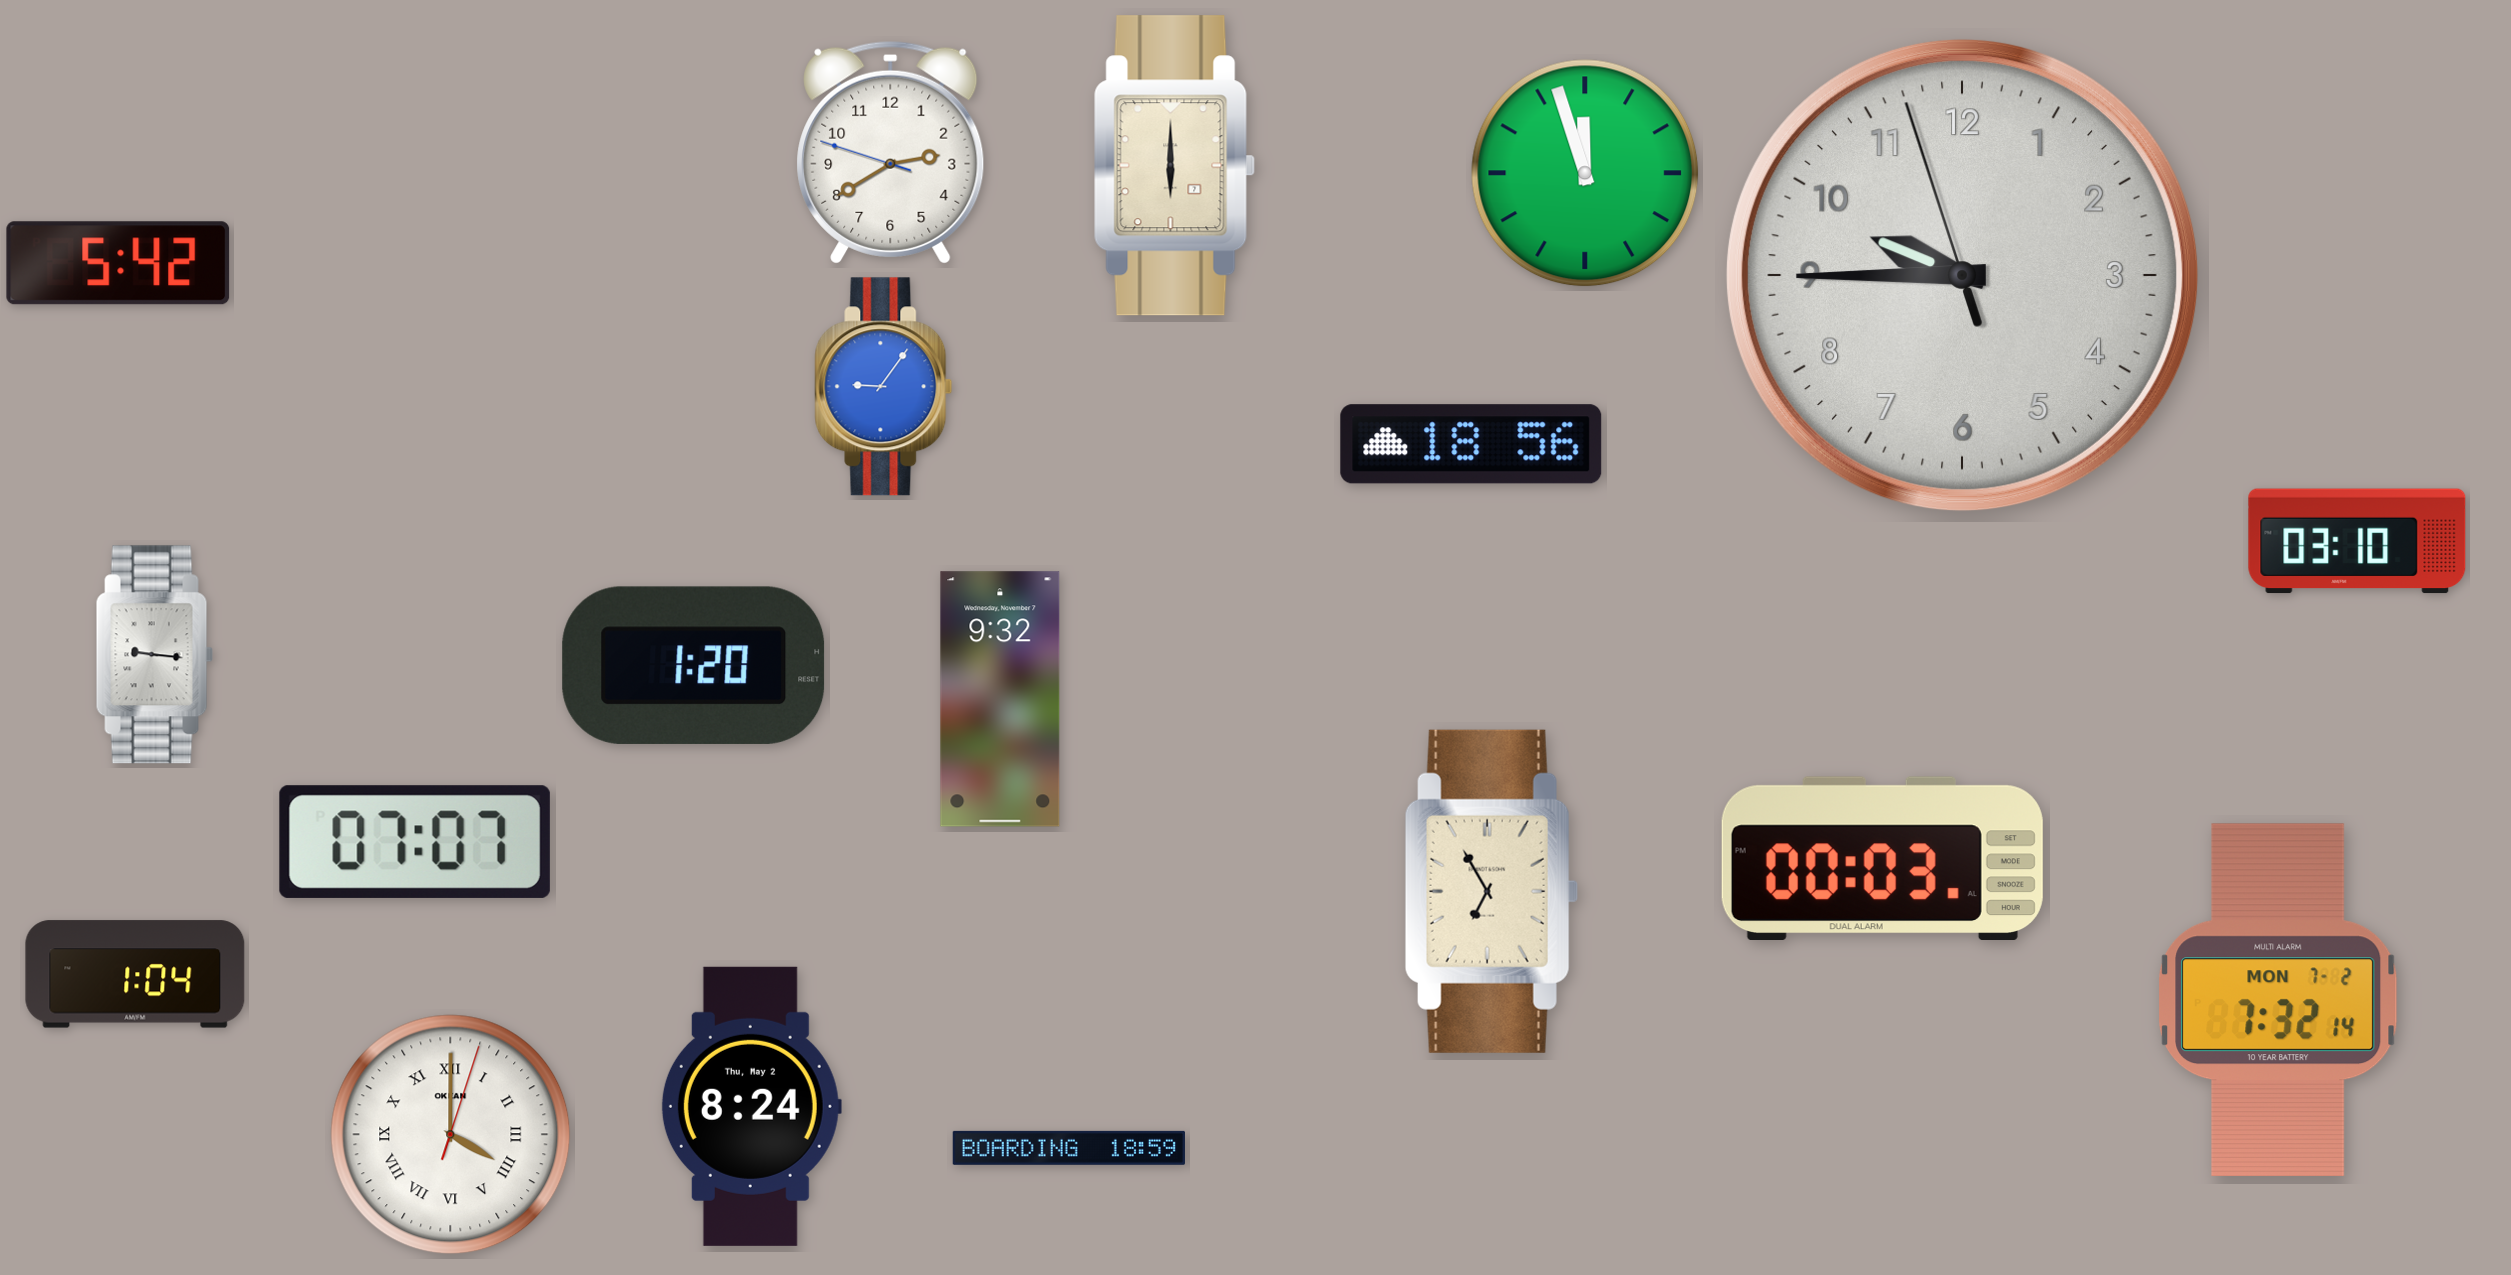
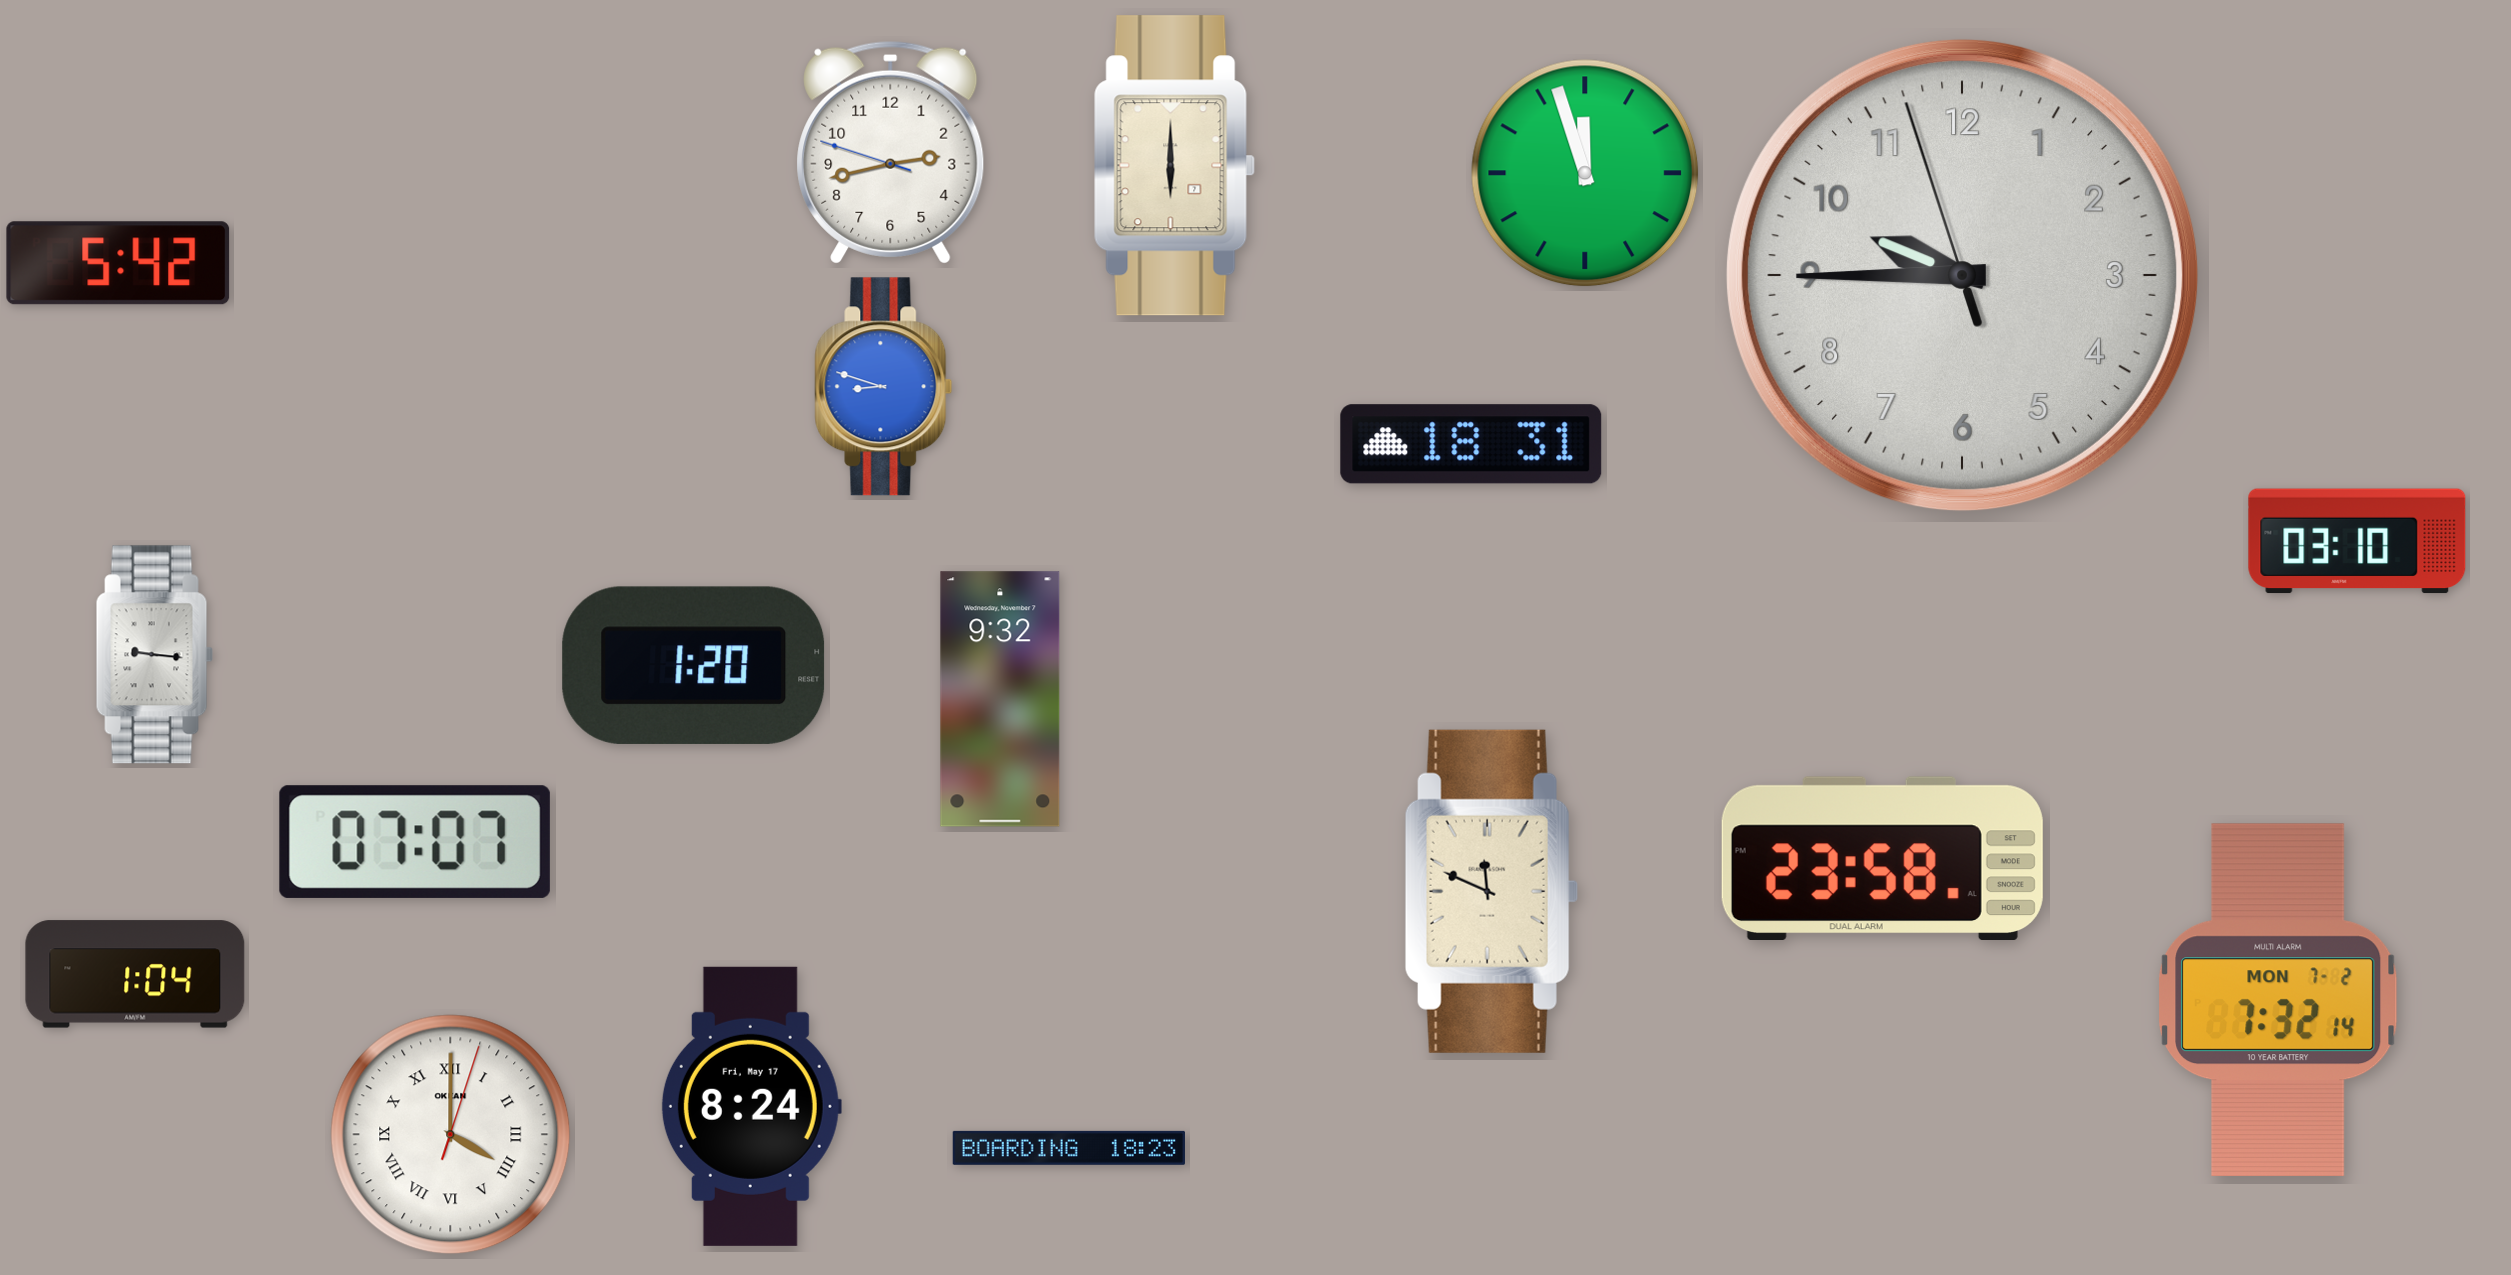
clock at (891, 152): 2:39 -> 2:42
clock at (884, 387): 9:06 -> 8:48
clock at (1471, 444): 18:56 -> 18:31
clock at (1882, 858): 00:03 -> 23:58
clock at (1491, 891): 6:55 -> 11:49
clock at (751, 1106) date: Thu, May 2 -> Fri, May 17
clock at (1069, 1148): 18:59 -> 18:23
